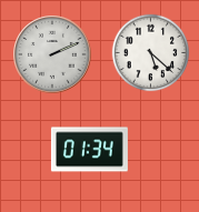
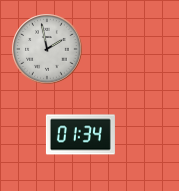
clock at (151, 53): 5:22 -> none
clock at (52, 54): 2:11 -> 1:58
